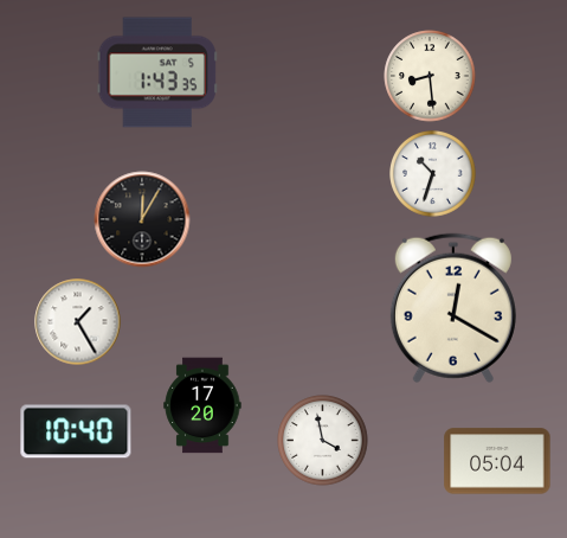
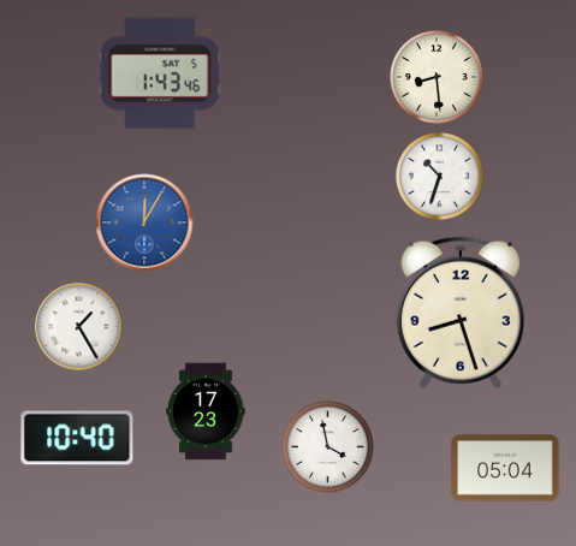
clock at (157, 72): 1:43:35 -> 1:43:46
clock at (142, 219) dial: black -> blue
clock at (453, 308): 12:20 -> 8:27
clock at (202, 405): 17:20 -> 17:23
